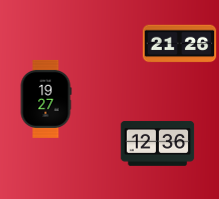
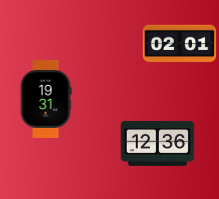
clock at (180, 44): 21:26 -> 02:01
clock at (46, 99): 19:27 -> 19:31
